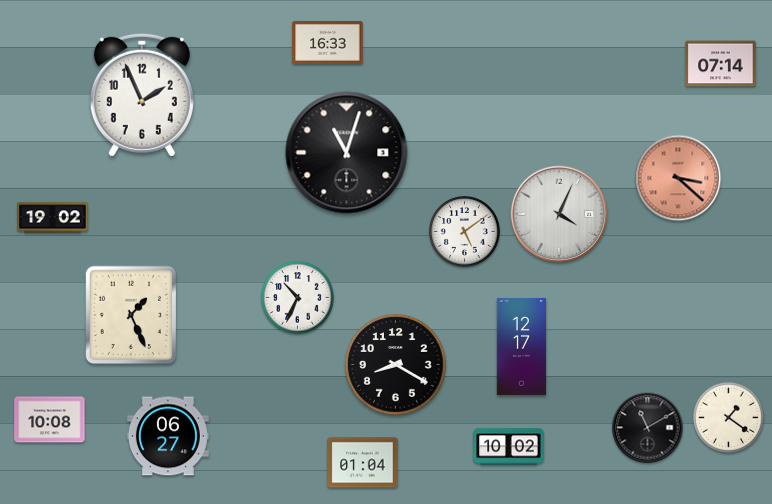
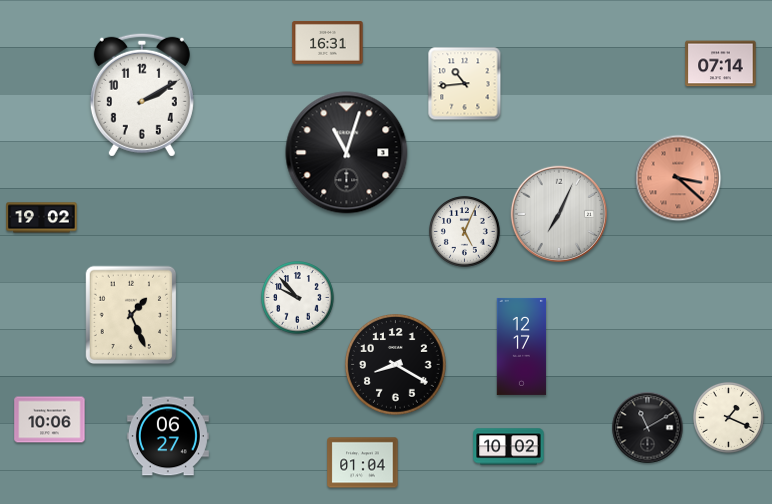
clock at (328, 42): 16:33 -> 16:31
clock at (465, 84): none -> 10:44
clock at (142, 95): 1:56 -> 2:10
clock at (558, 213): 4:04 -> 7:04
clock at (53, 218) position: (53, 218) -> (42, 218)
clock at (464, 231): 5:09 -> 5:04
clock at (298, 298): 10:34 -> 9:53
clock at (728, 417): 1:21 -> 1:19
clock at (50, 420): 10:08 -> 10:06
